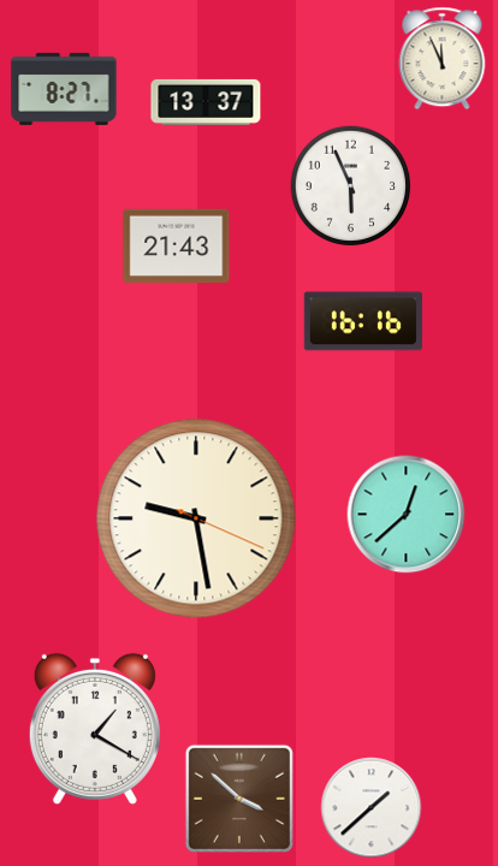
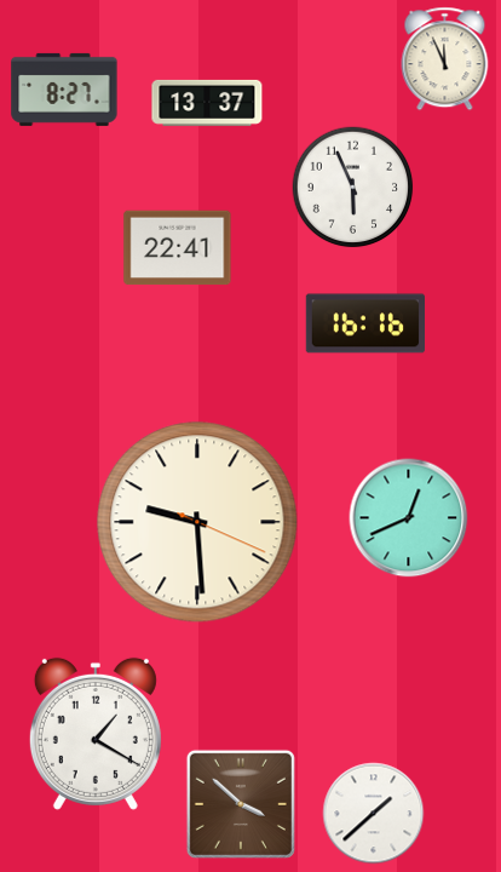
clock at (177, 247): 21:43 -> 22:41
clock at (407, 515): 12:38 -> 12:41
clock at (196, 518): 9:28 -> 9:29
